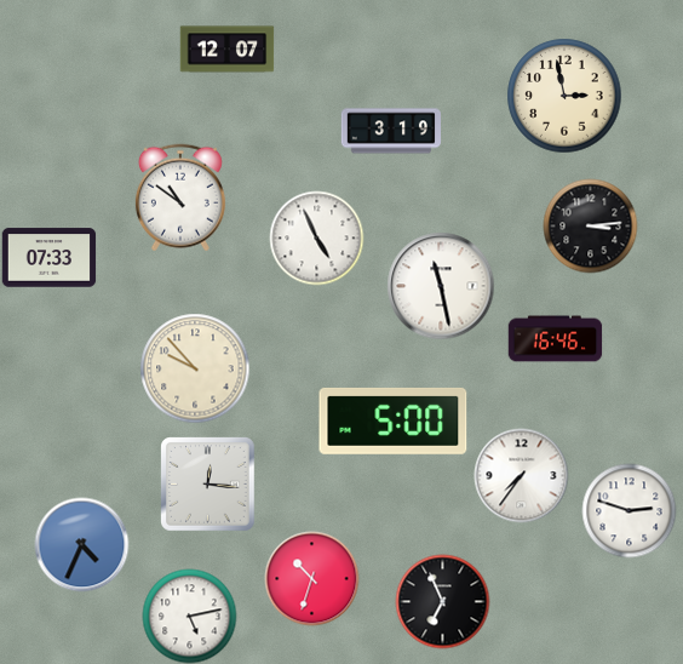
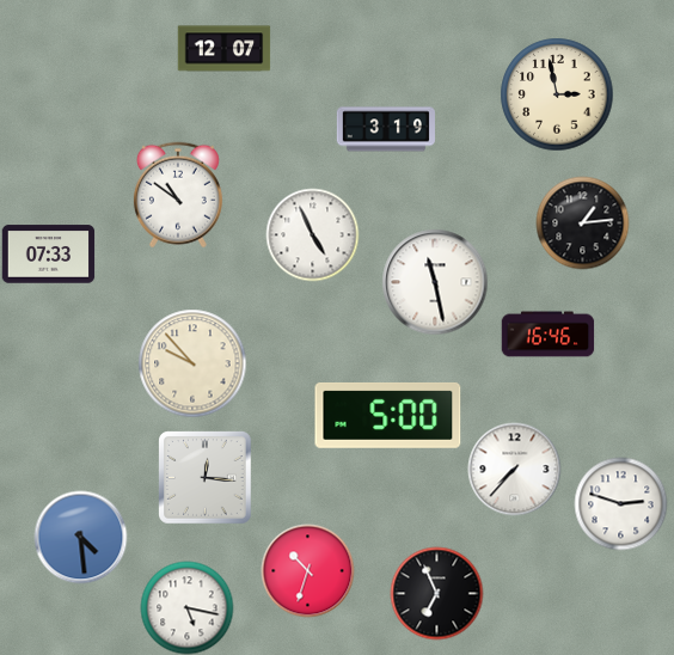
clock at (590, 225): 3:14 -> 1:14
clock at (521, 475): 7:36 -> 7:37
clock at (81, 544): 4:34 -> 4:29
clock at (189, 616): 5:13 -> 5:17
